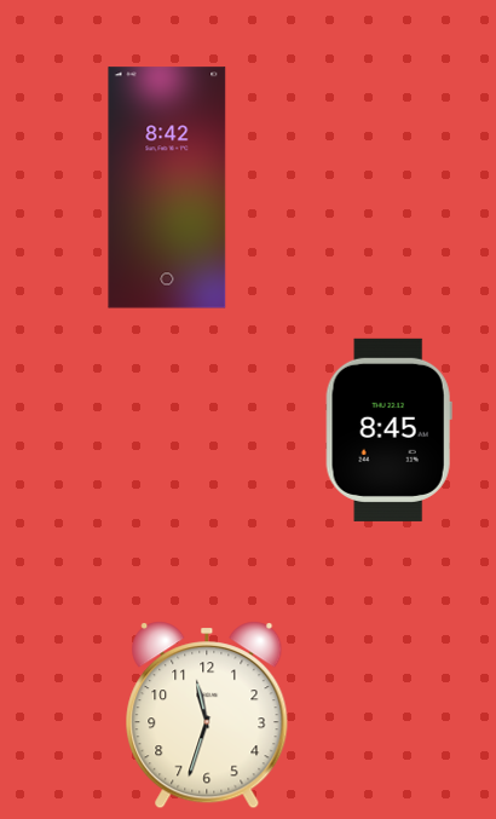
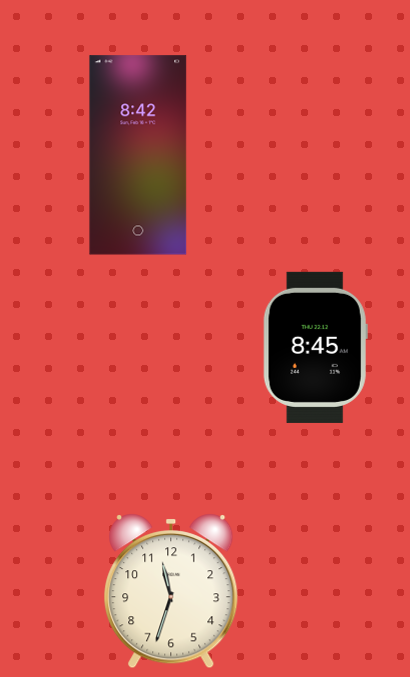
clock at (388, 429) position: (388, 429) -> (315, 347)
